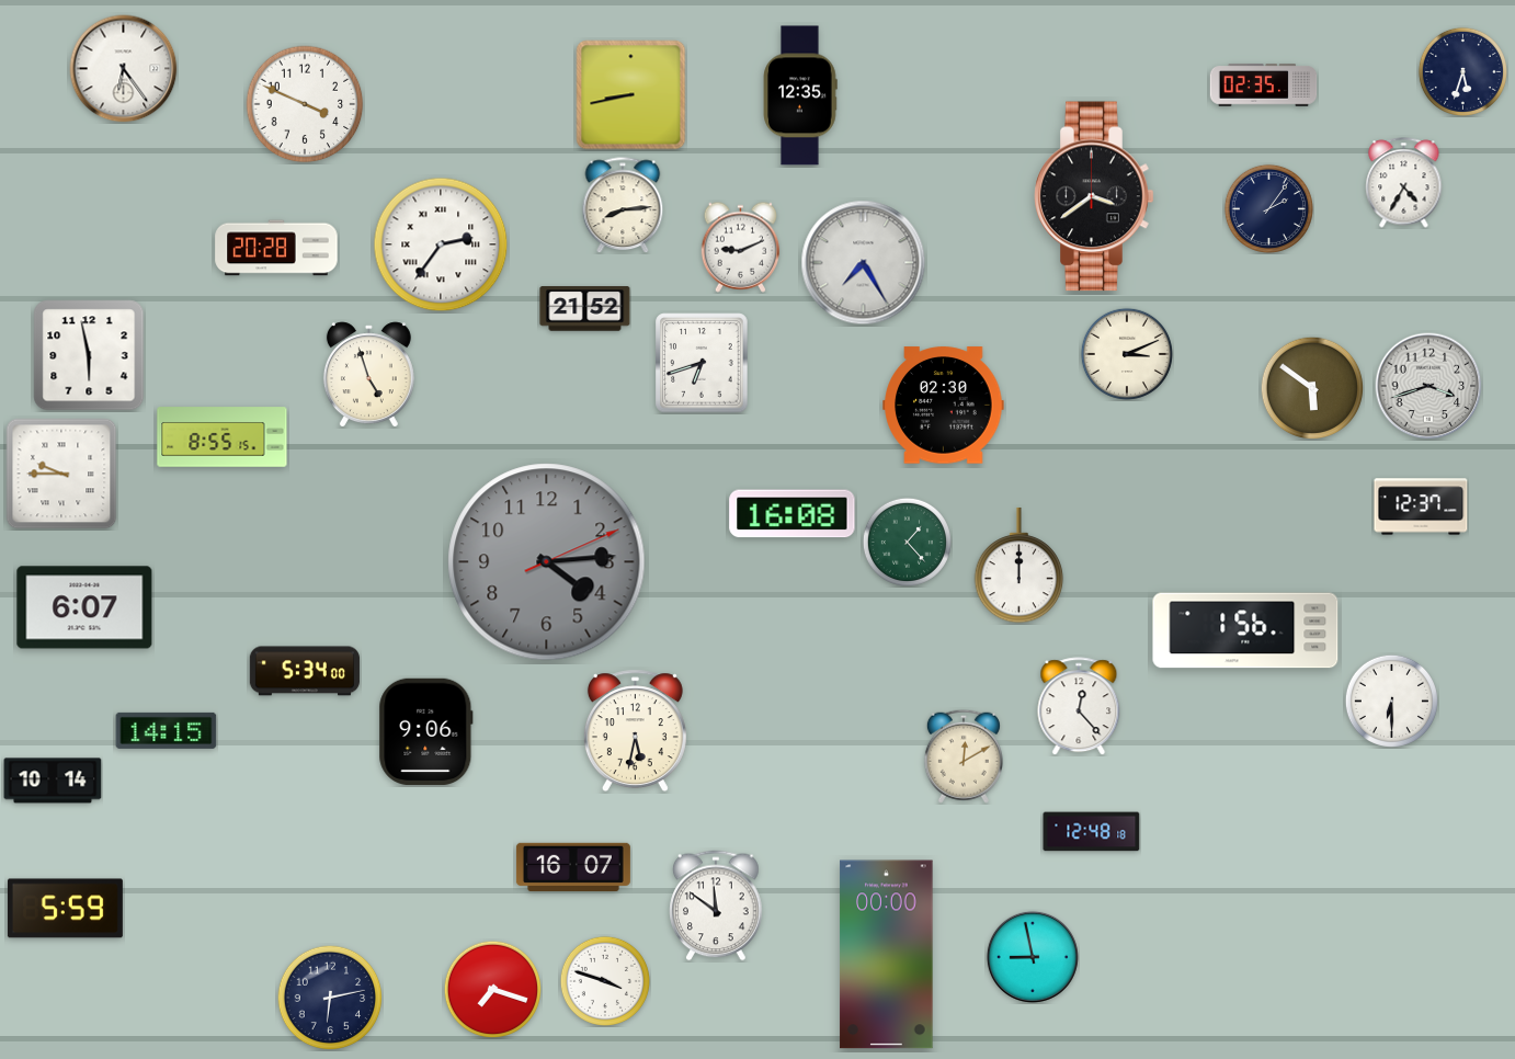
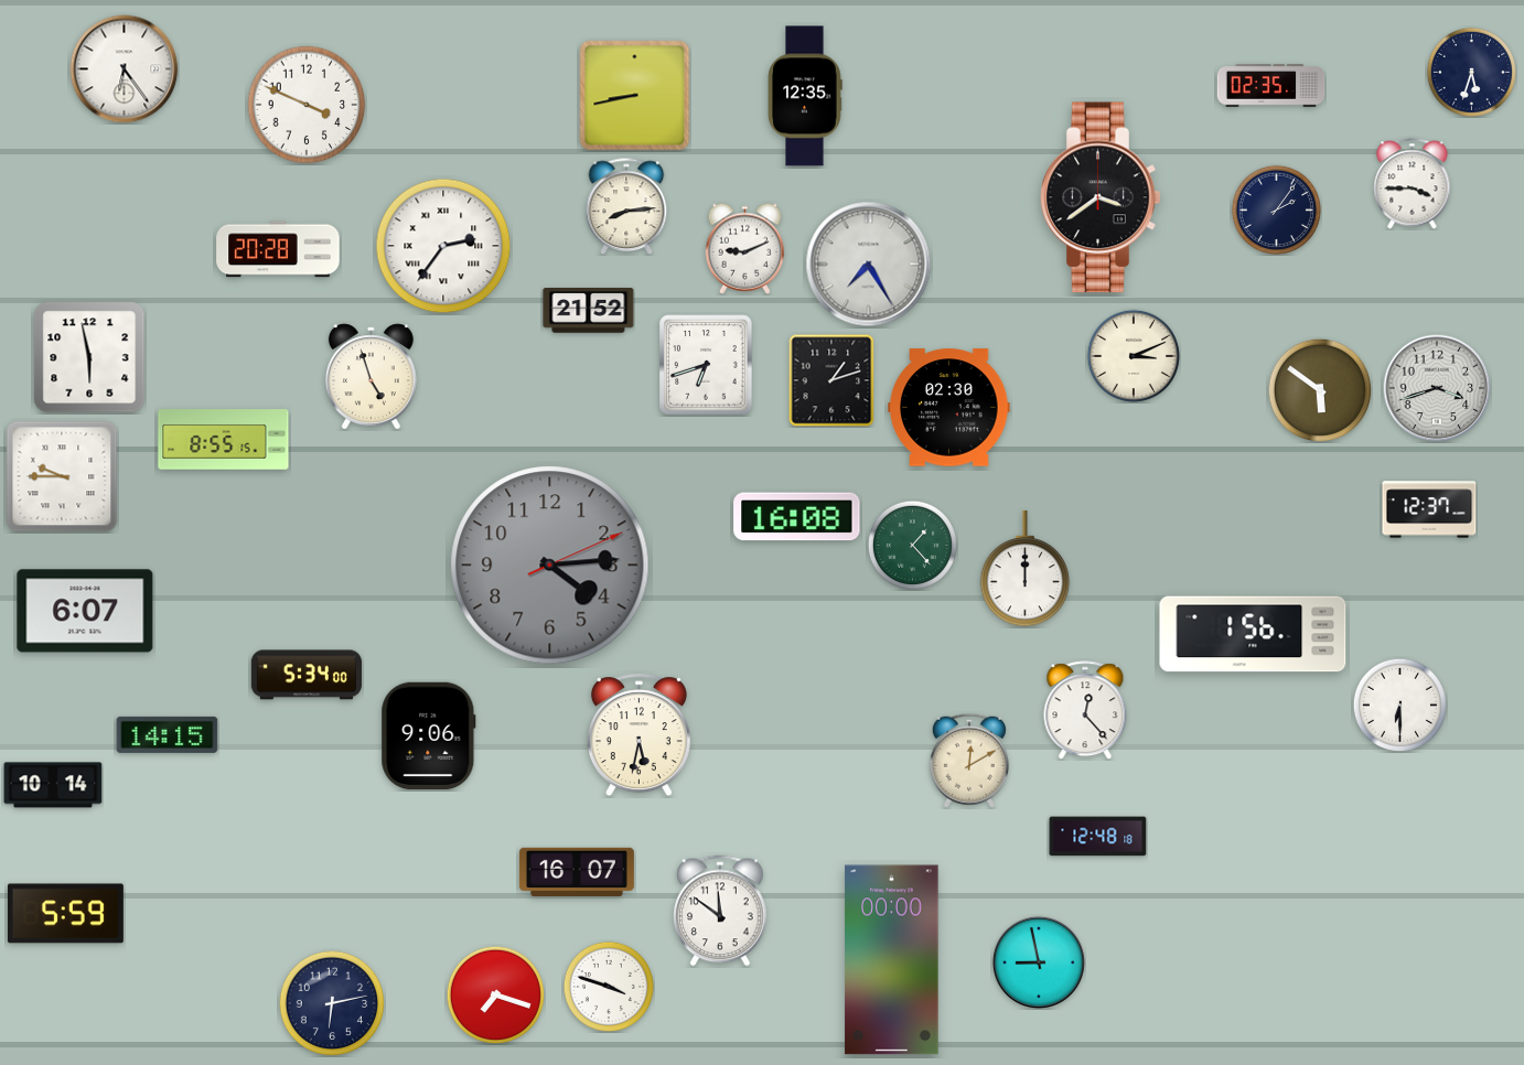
clock at (1404, 183): 4:35 -> 3:45
clock at (831, 380): none -> 1:12
